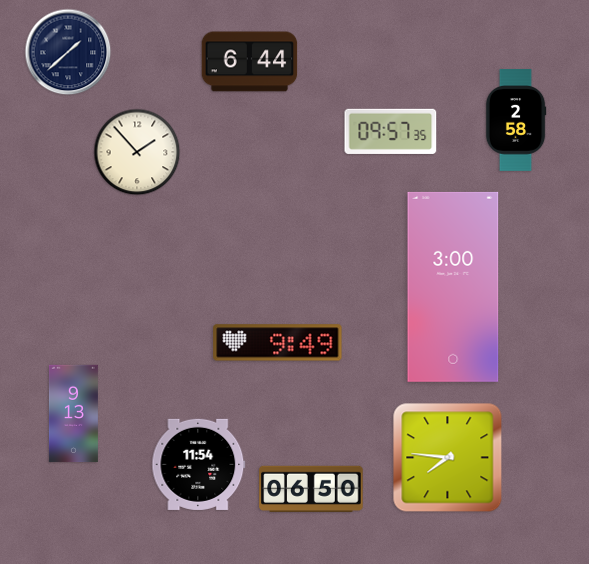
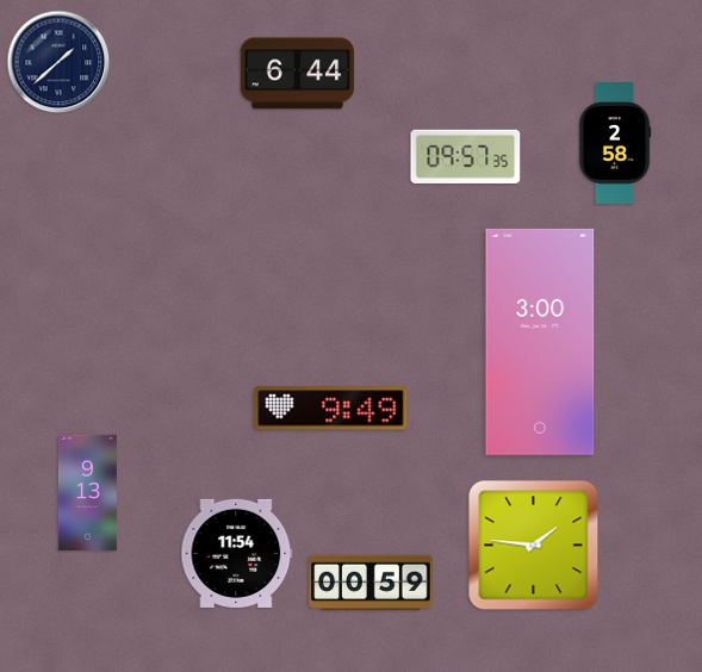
clock at (68, 52) position: (68, 52) -> (58, 62)
clock at (137, 152): 1:53 -> none
clock at (448, 458): 7:46 -> 1:46
clock at (311, 489): 06:50 -> 00:59
